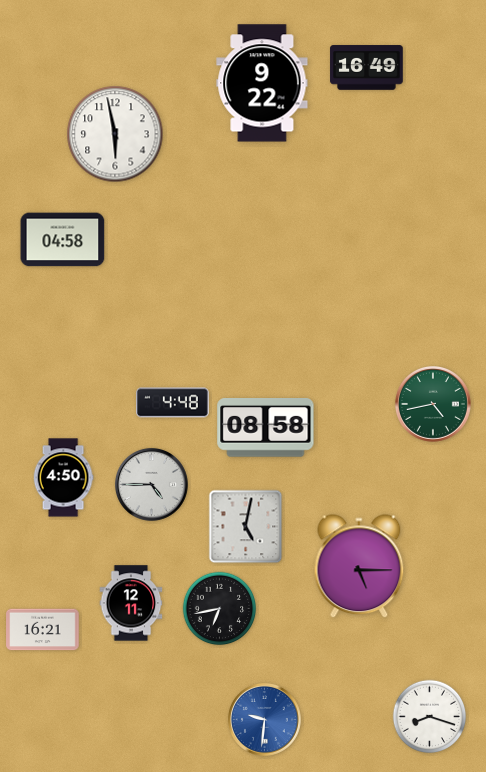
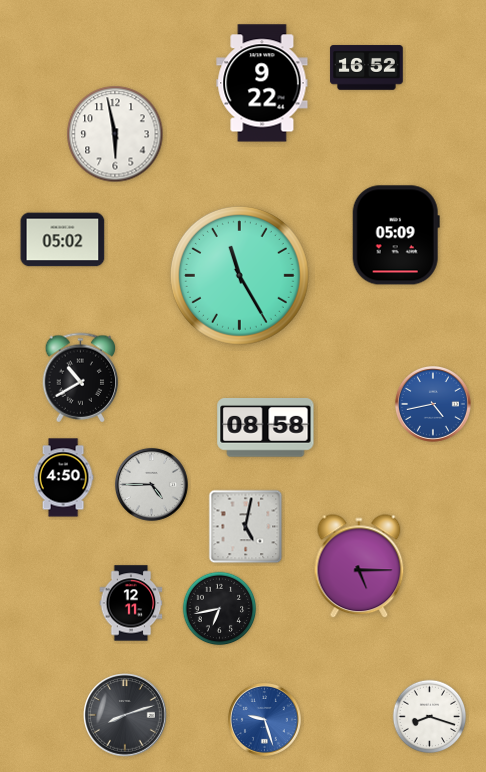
clock at (367, 68): 16:49 -> 16:52
clock at (396, 235): none -> 05:09
clock at (63, 240): 04:58 -> 05:02
clock at (239, 275): none -> 11:25
clock at (81, 378): none -> 10:40
clock at (173, 403): 4:48 -> none
clock at (434, 405) dial: green -> blue
clock at (43, 630): 16:21 -> none
clock at (125, 715): none -> 8:12
clock at (264, 719): 9:31 -> 9:27
